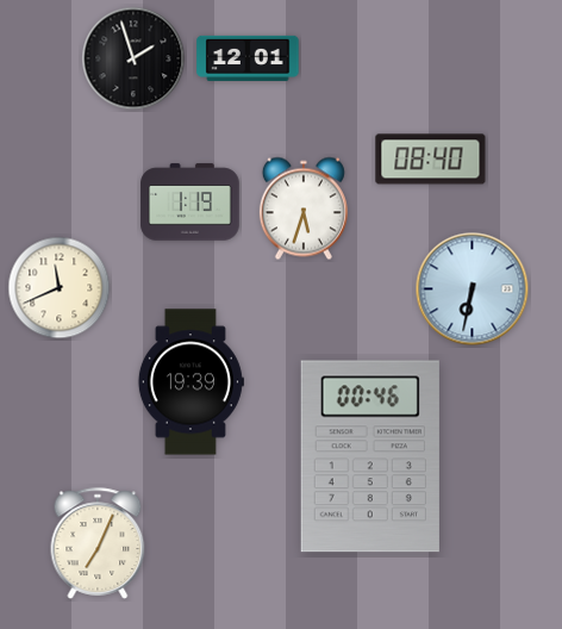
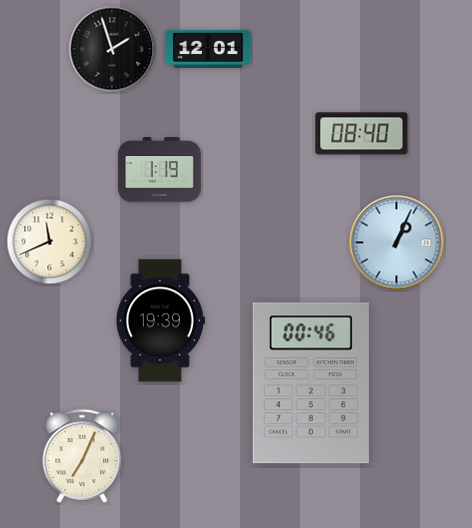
clock at (304, 208): 5:33 -> none
clock at (473, 289): 6:32 -> 1:04
